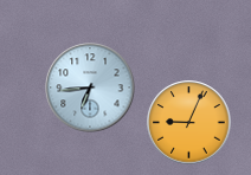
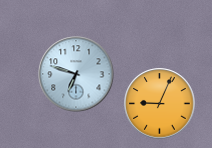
clock at (90, 87): 6:44 -> 6:48
